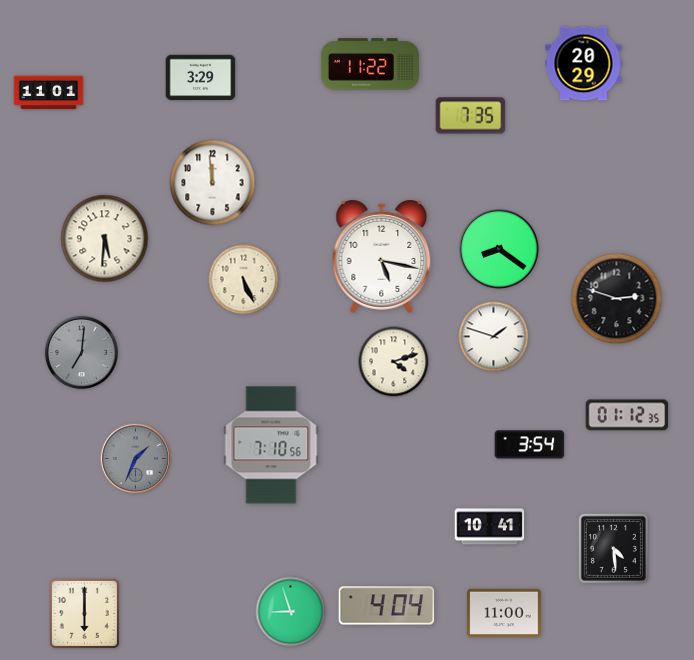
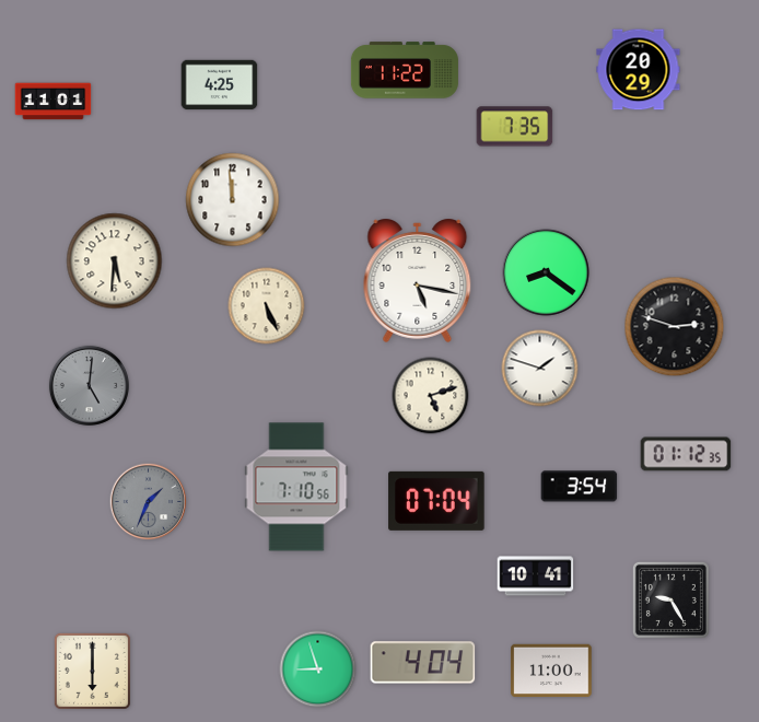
clock at (201, 78): 3:29 -> 4:25
clock at (81, 352): 7:01 -> 5:01
clock at (394, 362): 4:12 -> 5:12
clock at (436, 501): none -> 07:04
clock at (613, 548): 4:29 -> 9:25
